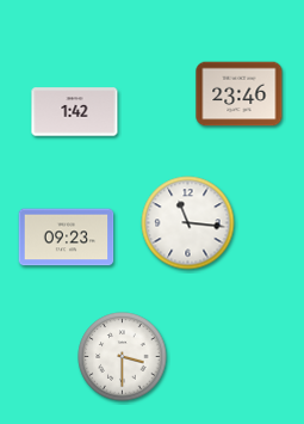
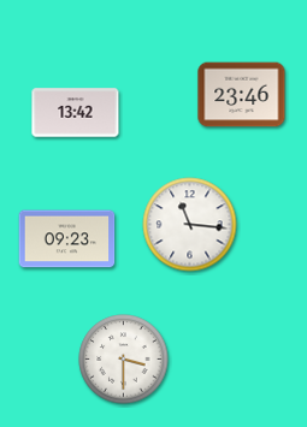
clock at (75, 112): 1:42 -> 13:42
